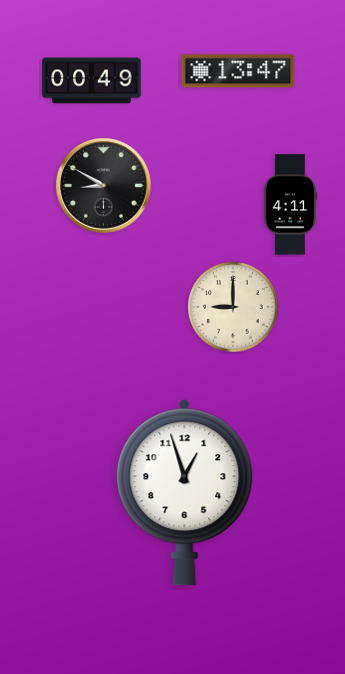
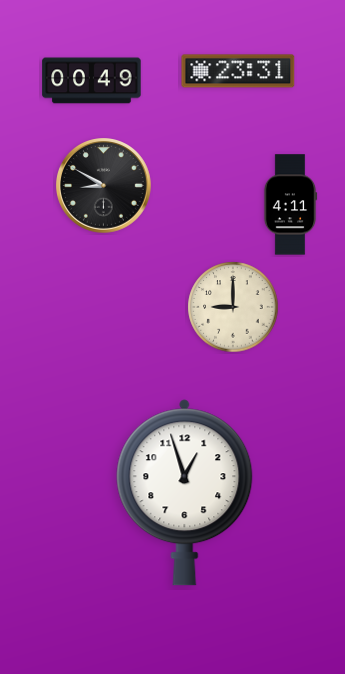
clock at (238, 71): 13:47 -> 23:31
